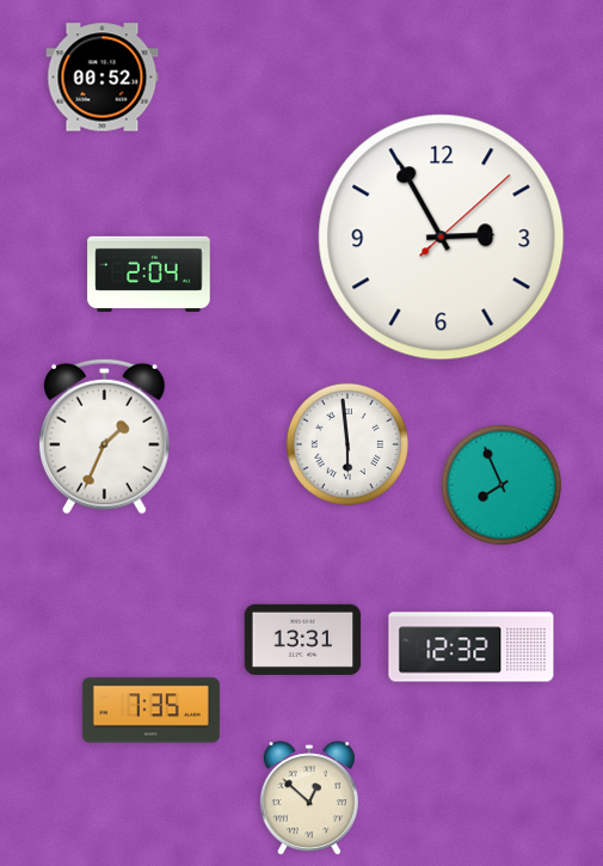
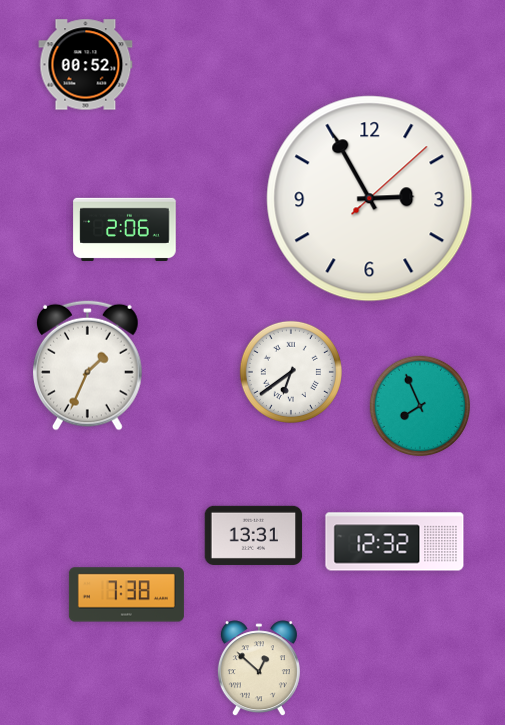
clock at (149, 274): 2:04 -> 2:06
clock at (347, 444): 5:59 -> 6:39
clock at (150, 711): 7:35 -> 7:38
